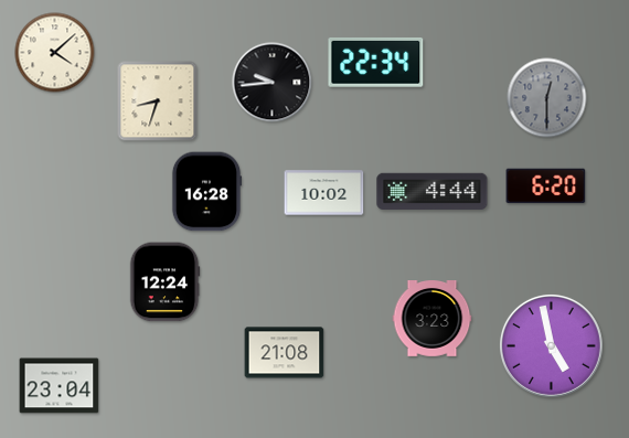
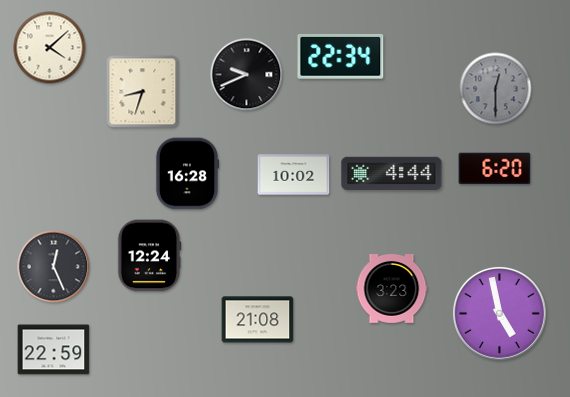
clock at (273, 83): 9:44 -> 9:41
clock at (54, 267): none -> 12:26
clock at (60, 386): 23:04 -> 22:59
